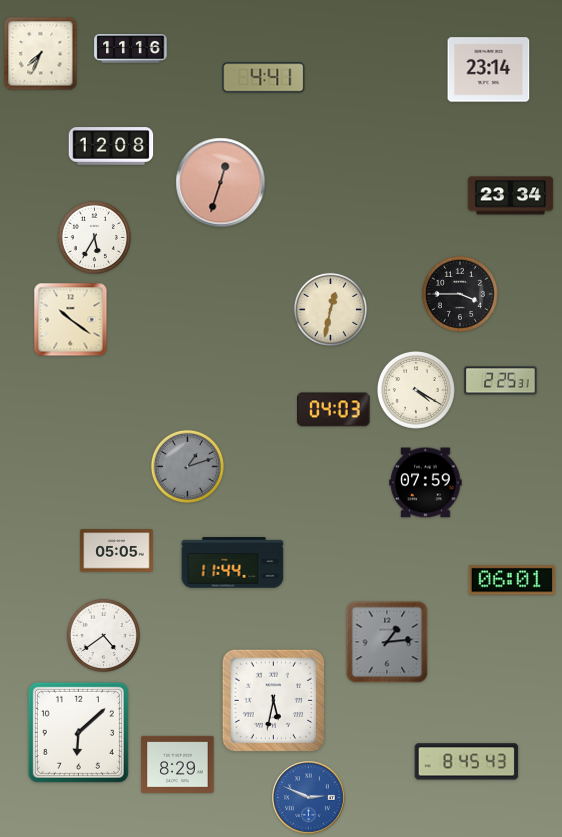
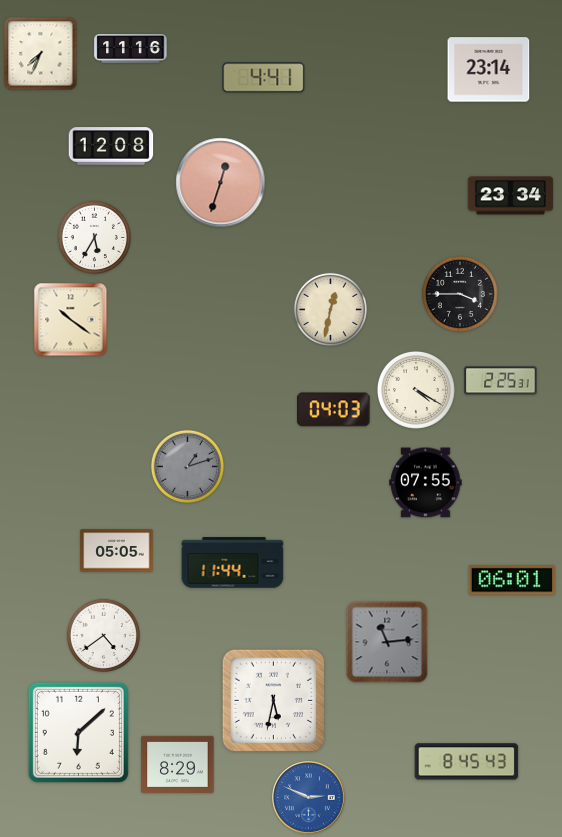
clock at (426, 483): 07:59 -> 07:55
clock at (387, 642): 1:14 -> 11:14
